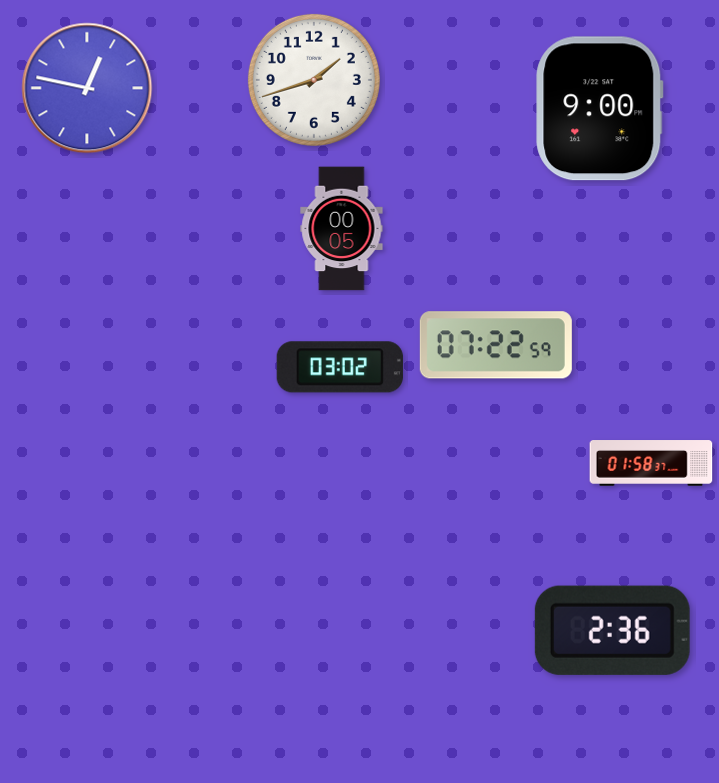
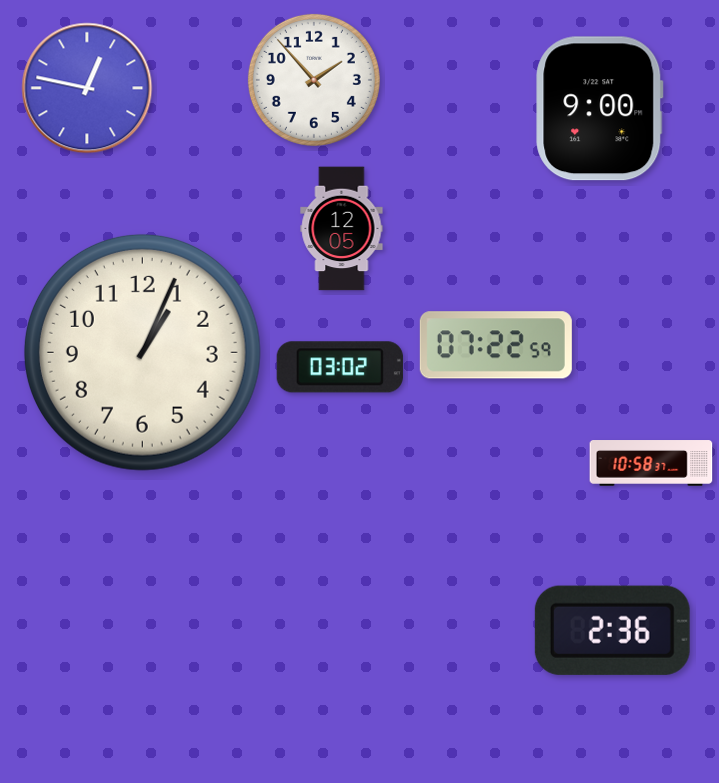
clock at (314, 80): 1:42 -> 1:53
clock at (342, 229): 00:05 -> 12:05
clock at (142, 352): none -> 1:04
clock at (651, 463): 01:58 -> 10:58
